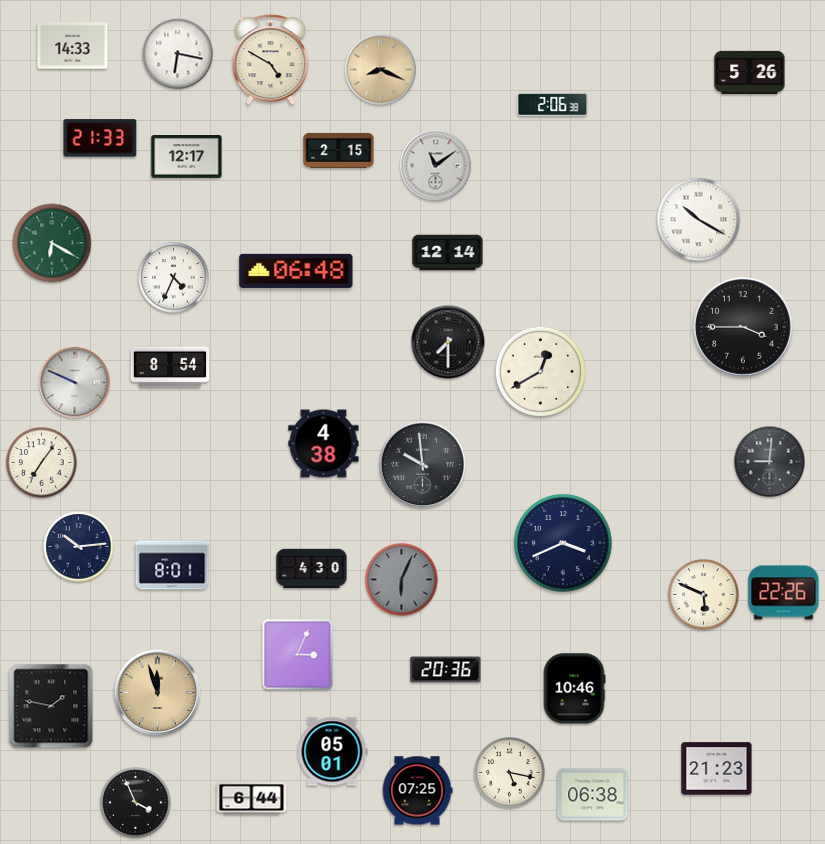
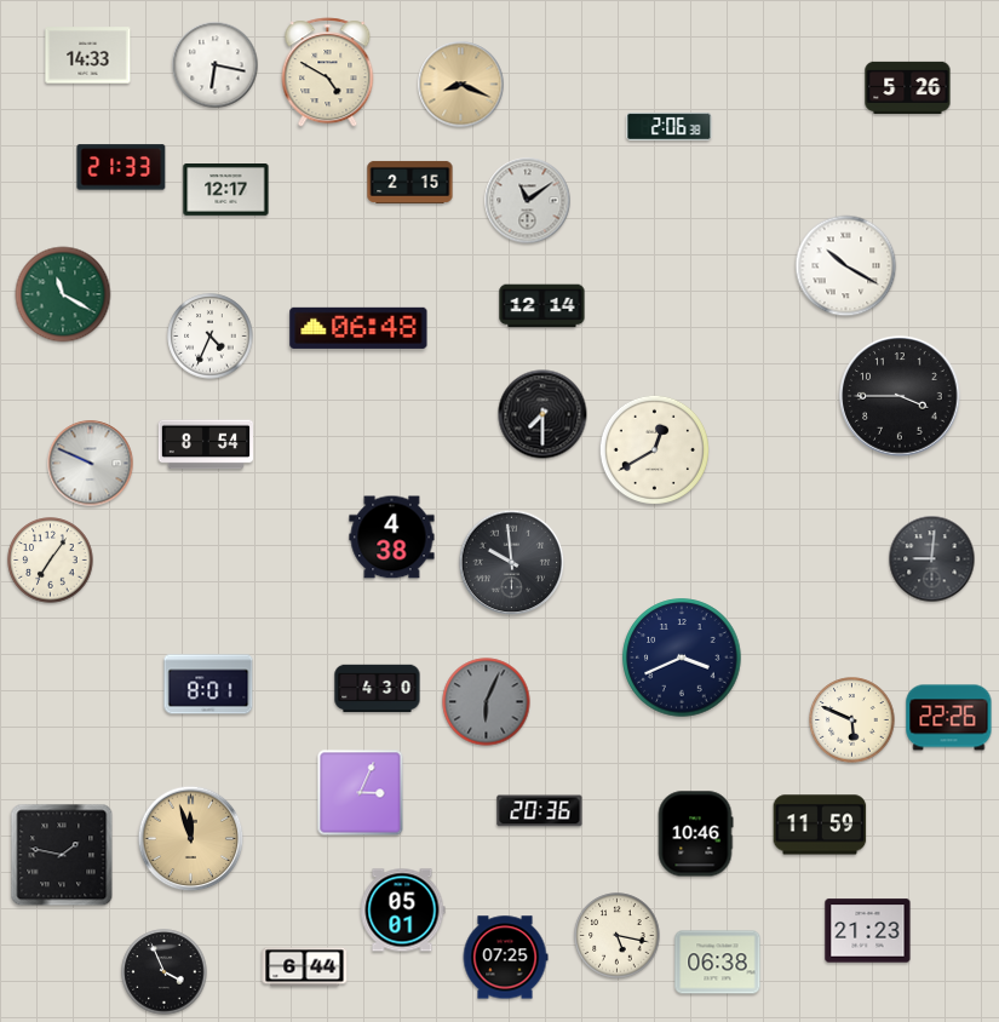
clock at (52, 243): 6:20 -> 11:20
clock at (79, 547): 10:14 -> none
clock at (820, 825): none -> 11:59
